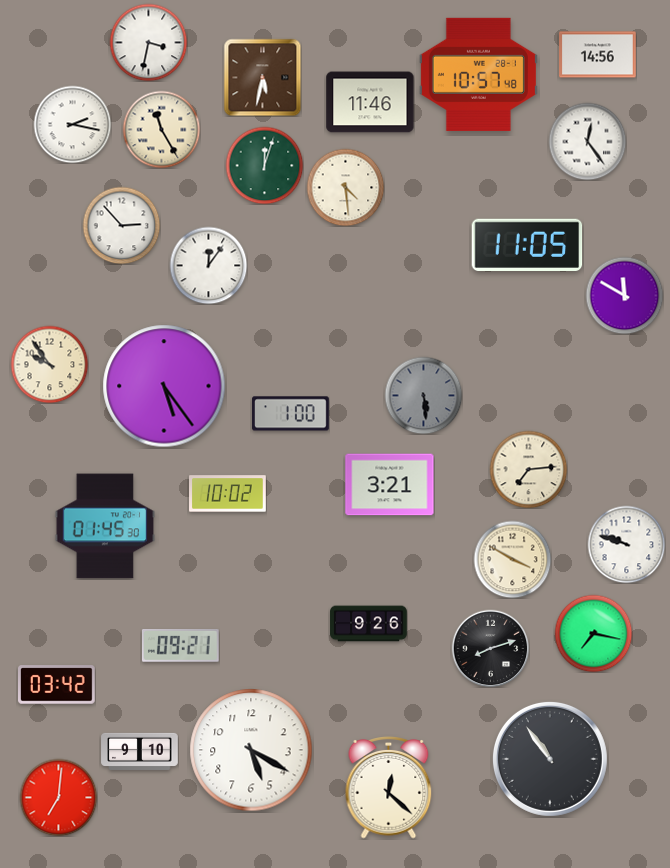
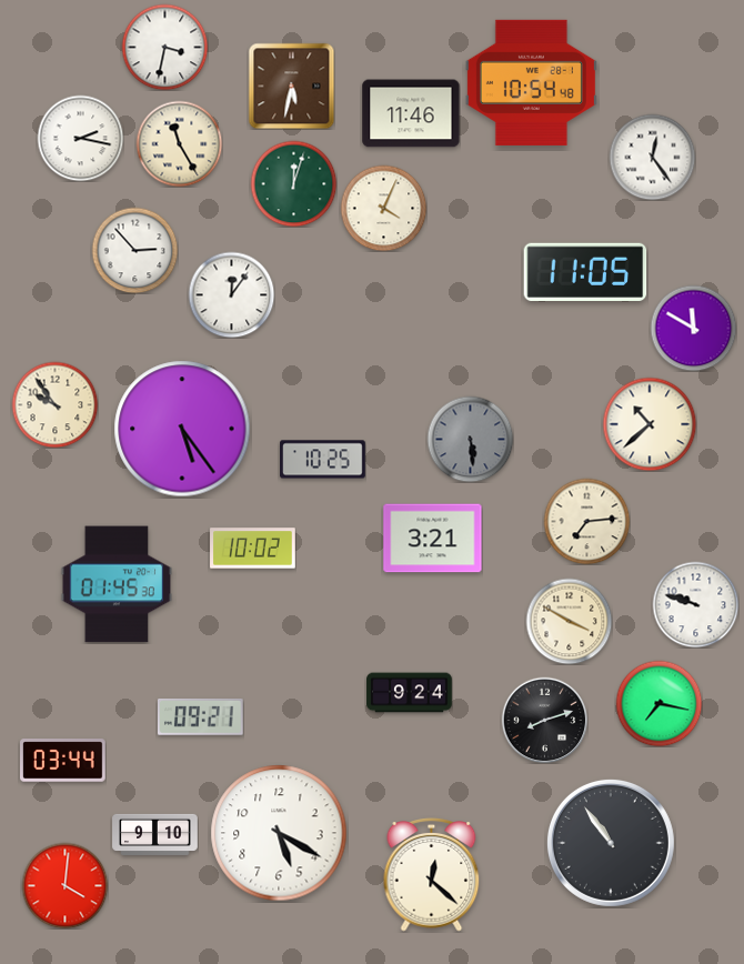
clock at (598, 55): 14:56 -> none
clock at (478, 74): 10:57 -> 10:54
clock at (345, 187): 4:29 -> 4:04
clock at (650, 424): none -> 10:38
clock at (291, 414): 1:00 -> 10:25
clock at (369, 624): 9:26 -> 9:24
clock at (57, 685): 03:42 -> 03:44
clock at (58, 797): 7:01 -> 4:01
